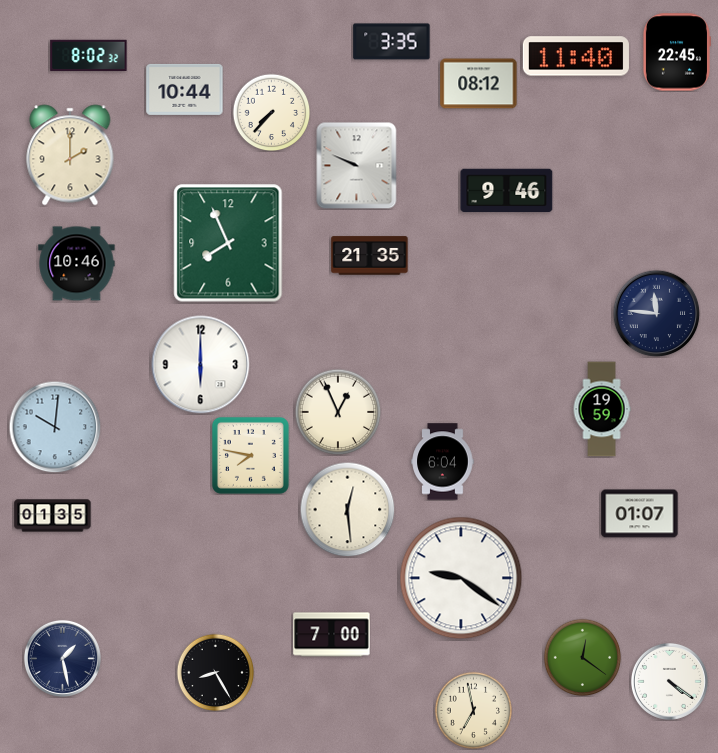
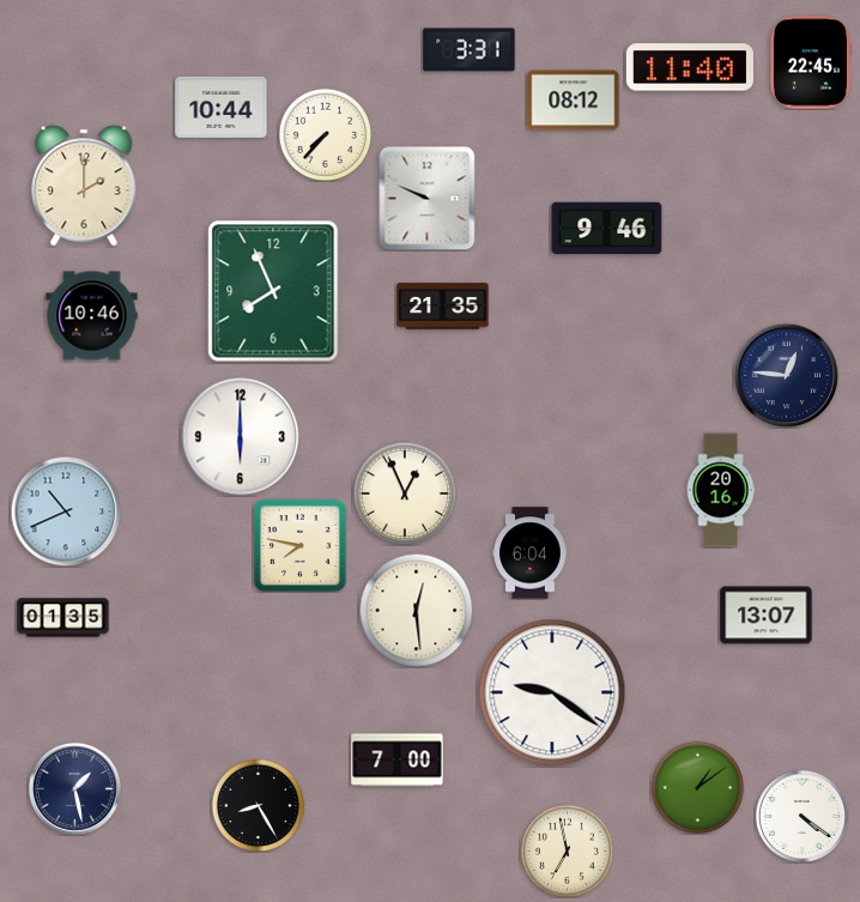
clock at (392, 42): 3:35 -> 3:31
clock at (89, 56): 8:02 -> none
clock at (656, 313): 11:46 -> 12:46
clock at (602, 409): 19:59 -> 20:16
clock at (55, 427): 10:01 -> 10:41
clock at (640, 514): 01:07 -> 13:07
clock at (582, 657): 12:21 -> 1:09
